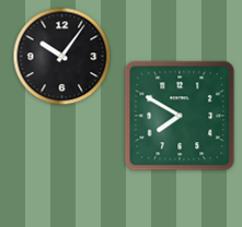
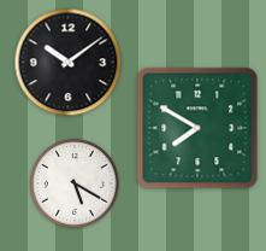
clock at (62, 57): 10:06 -> 10:09
clock at (75, 183): none -> 5:20
